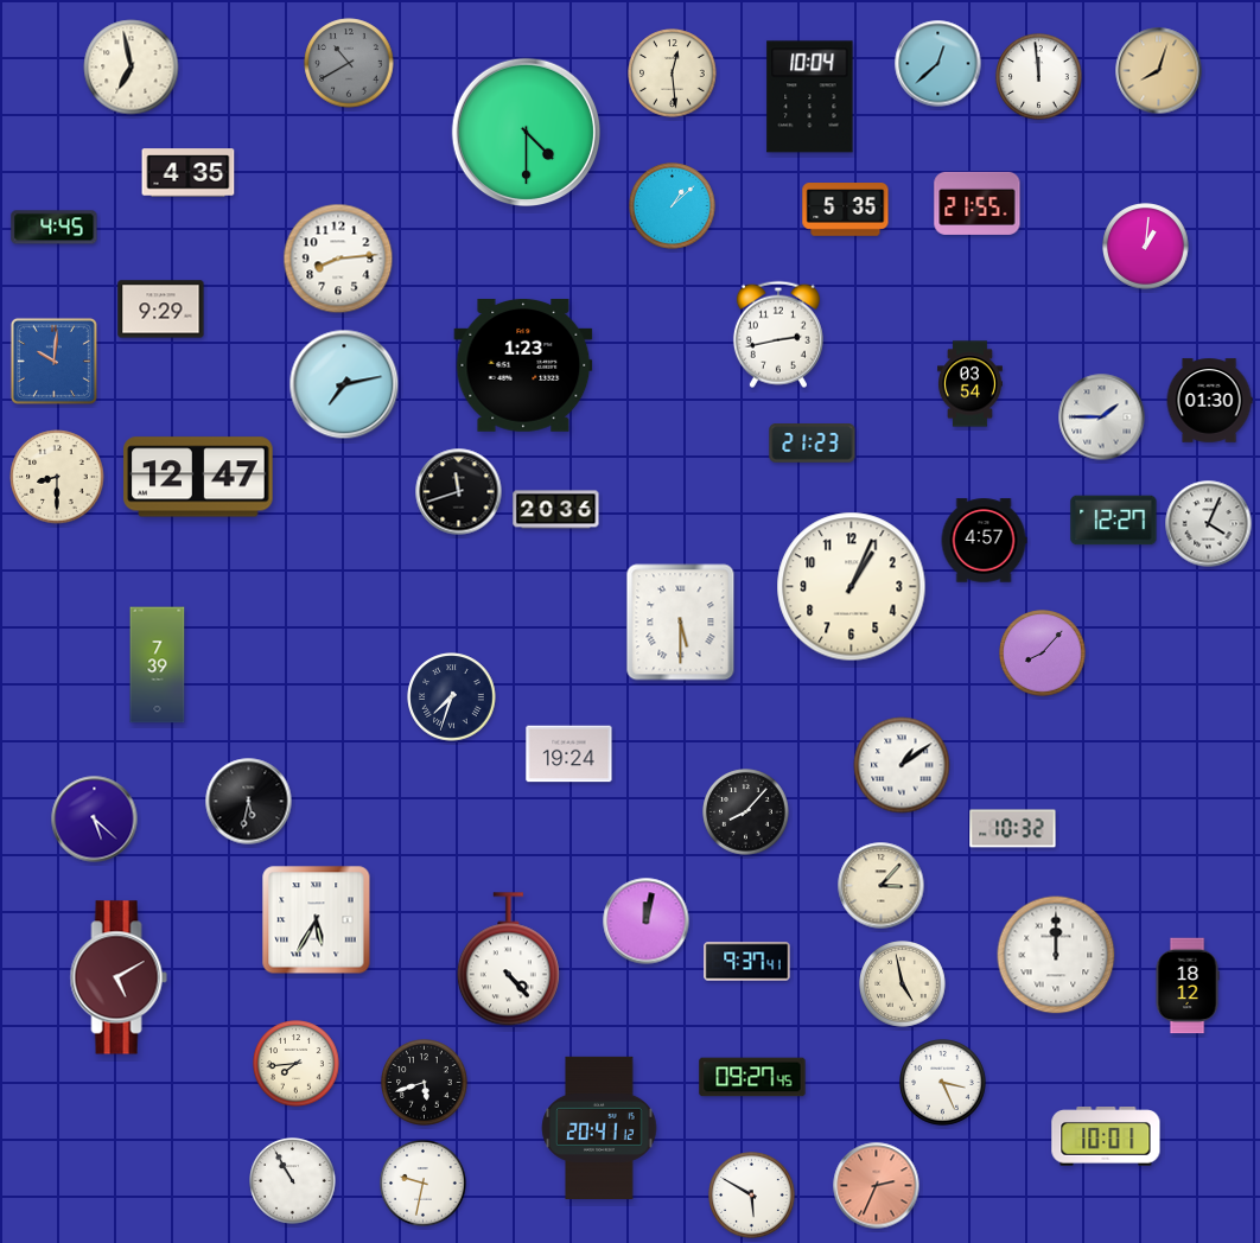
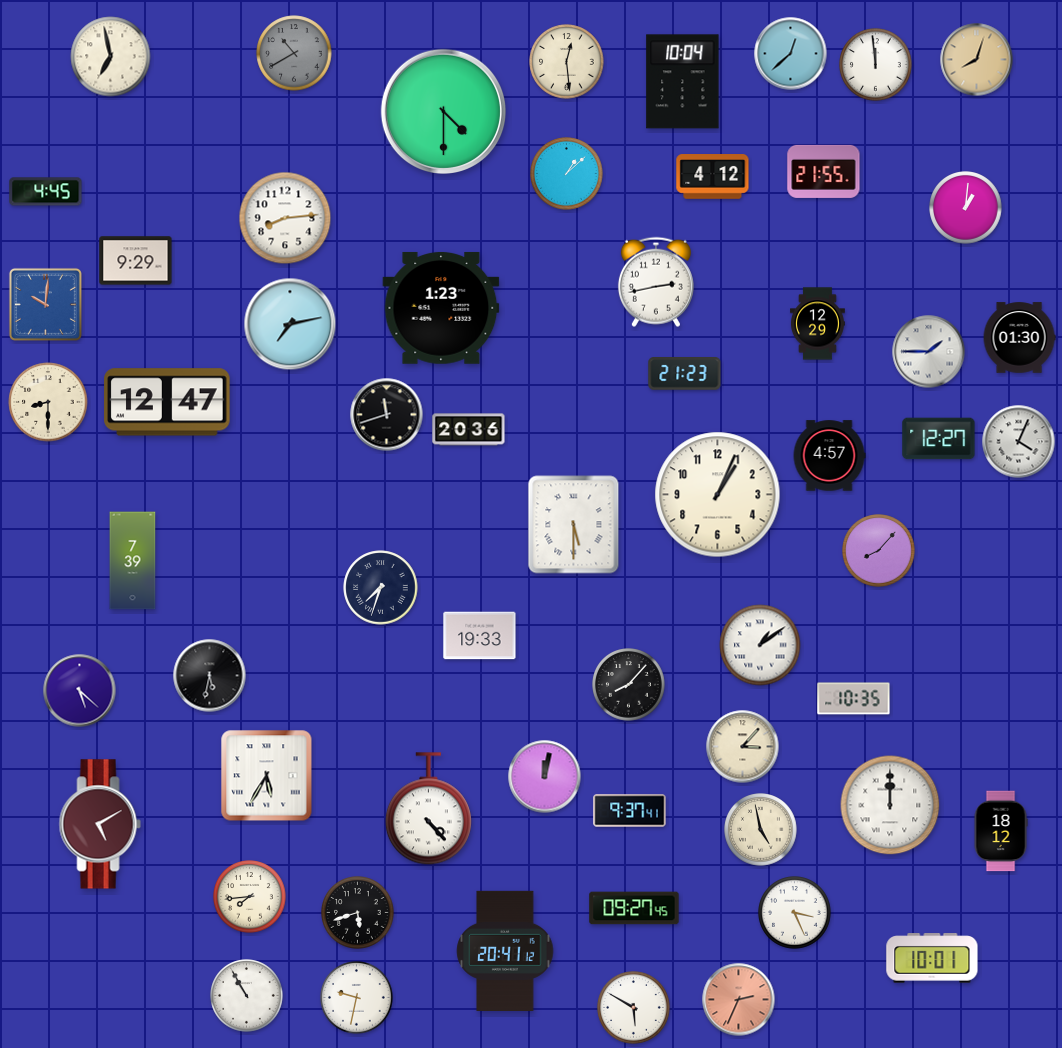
clock at (189, 173): 4:35 -> none
clock at (846, 210): 5:35 -> 4:12
clock at (971, 384): 03:54 -> 12:29
clock at (569, 754): 19:24 -> 19:33
clock at (1013, 829): 10:32 -> 10:35
